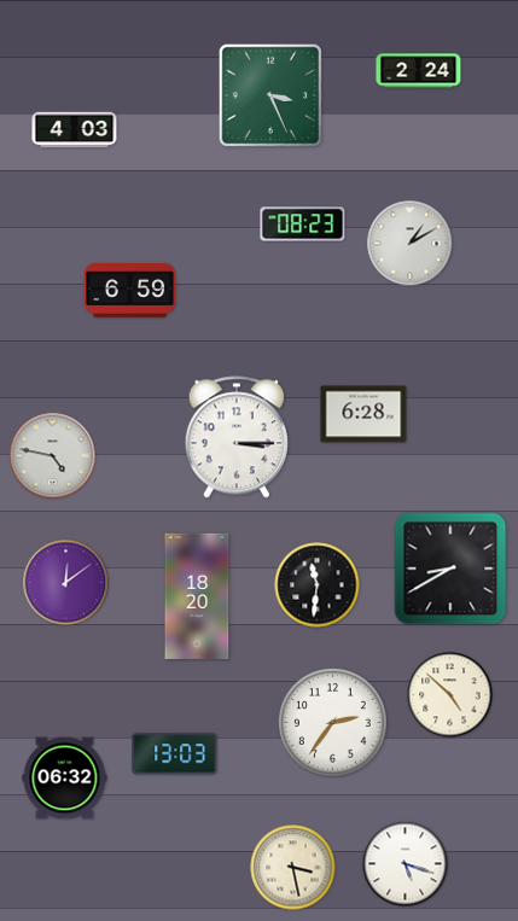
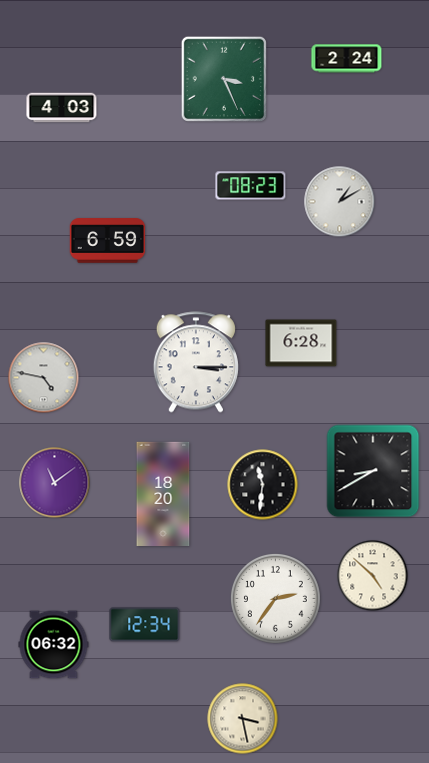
clock at (66, 583): 12:09 -> 11:09
clock at (175, 754): 13:03 -> 12:34
clock at (406, 864): 5:18 -> none
